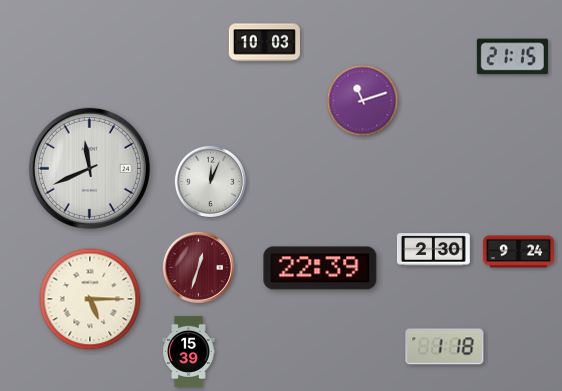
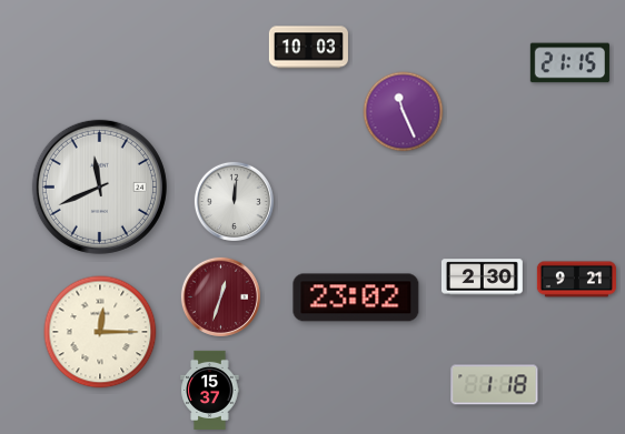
clock at (264, 43) position: (264, 43) -> (308, 48)
clock at (363, 101): 11:12 -> 11:26
clock at (210, 181): 12:04 -> 12:01
clock at (518, 252): 9:24 -> 9:21
clock at (320, 268): 22:39 -> 23:02
clock at (90, 299): 5:15 -> 12:15
clock at (189, 351): 15:39 -> 15:37
